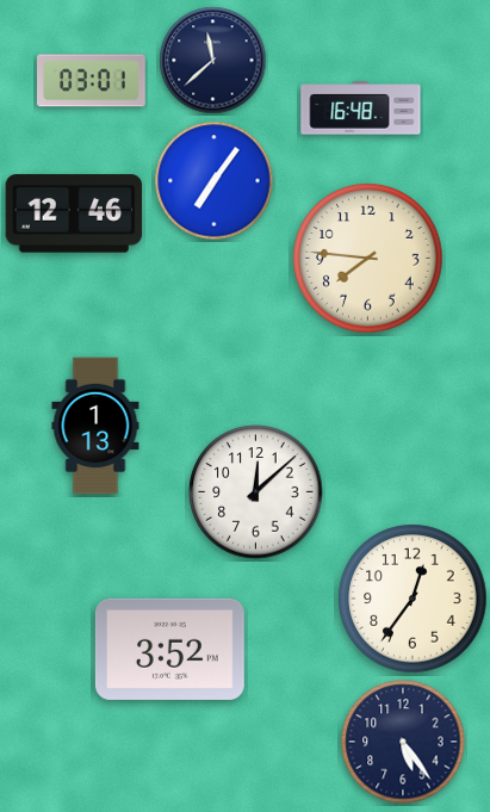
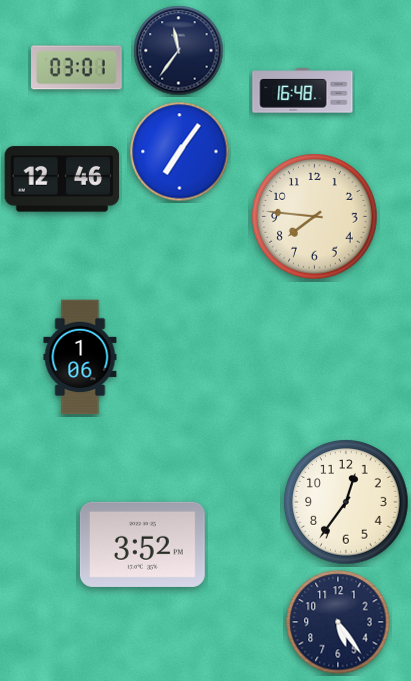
clock at (213, 61): 11:38 -> 11:36
clock at (368, 259) position: (368, 259) -> (315, 217)
clock at (95, 426): 1:13 -> 1:06
clock at (256, 492): 12:08 -> none
